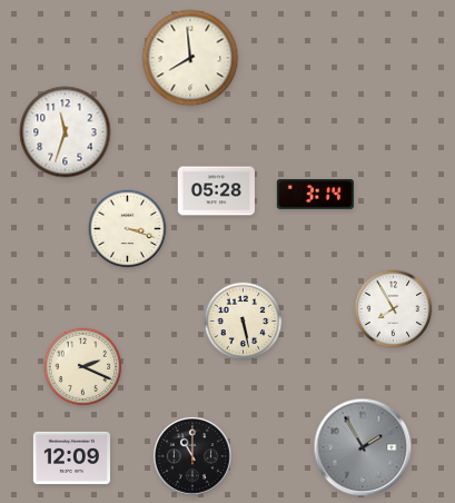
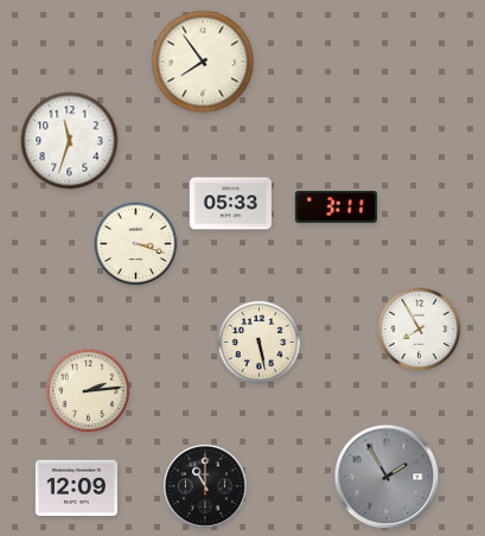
clock at (190, 58): 7:59 -> 7:54
clock at (216, 191): 05:28 -> 05:33
clock at (315, 194): 3:14 -> 3:11
clock at (83, 367): 2:19 -> 2:14
